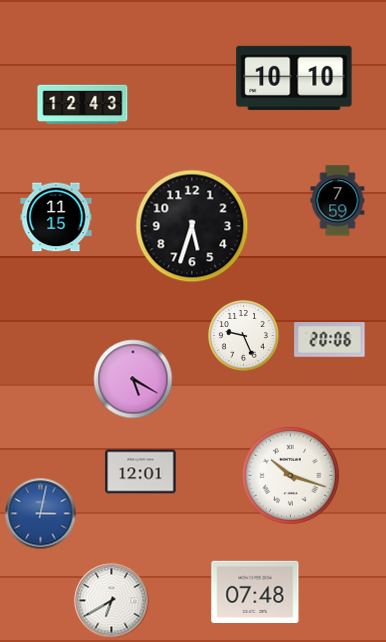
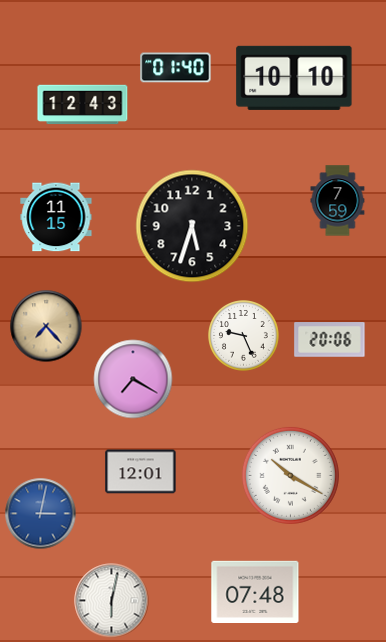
clock at (176, 68): none -> 01:40
clock at (46, 326): none -> 7:23
clock at (133, 379): 5:20 -> 7:20
clock at (290, 475): 10:18 -> 10:20
clock at (112, 601): 6:40 -> 6:02
